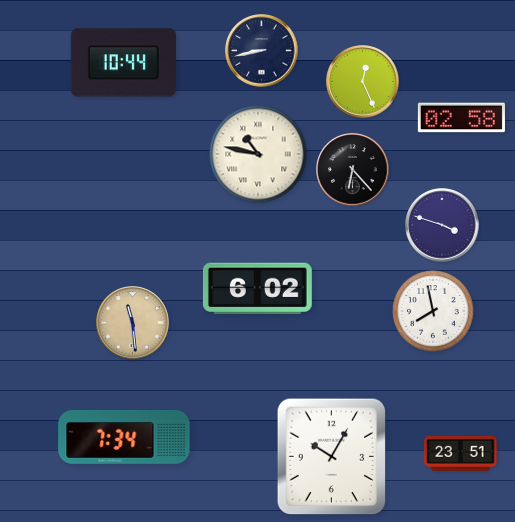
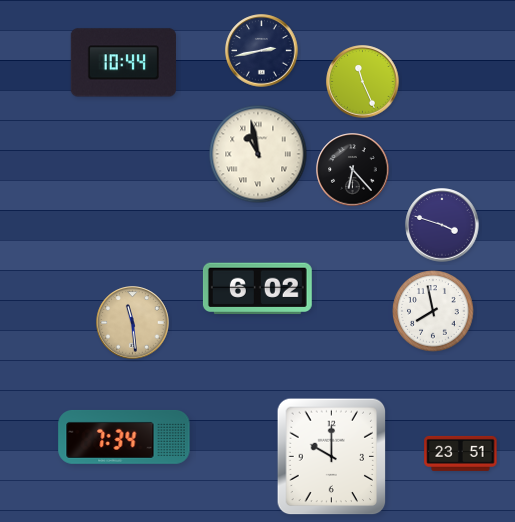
clock at (262, 51): 8:43 -> 2:43
clock at (363, 82): 12:26 -> 11:26
clock at (461, 118): 02:58 -> none
clock at (258, 154): 10:47 -> 10:58
clock at (332, 457): 10:05 -> 10:00
